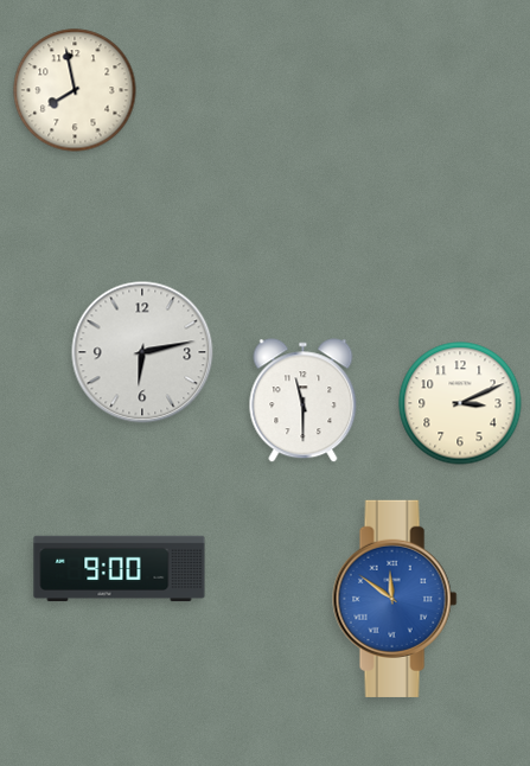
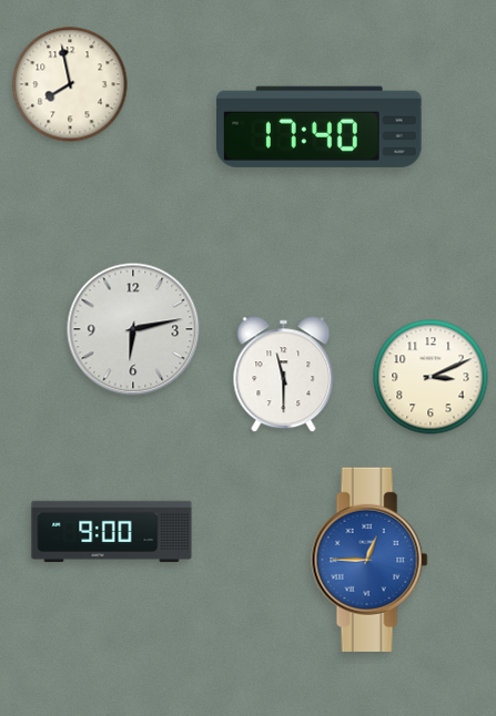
clock at (318, 126): none -> 17:40
clock at (395, 599): 11:51 -> 12:45
